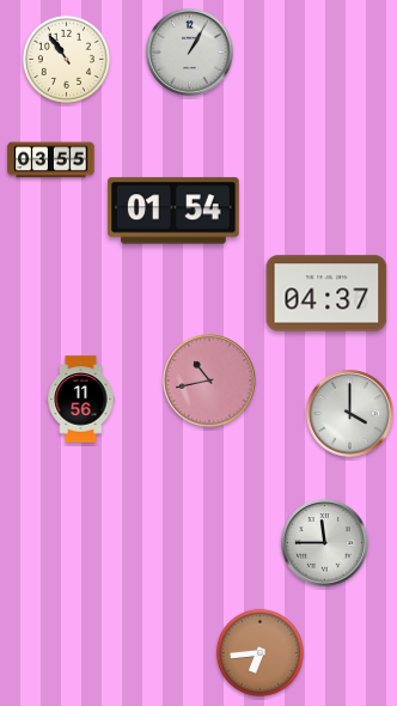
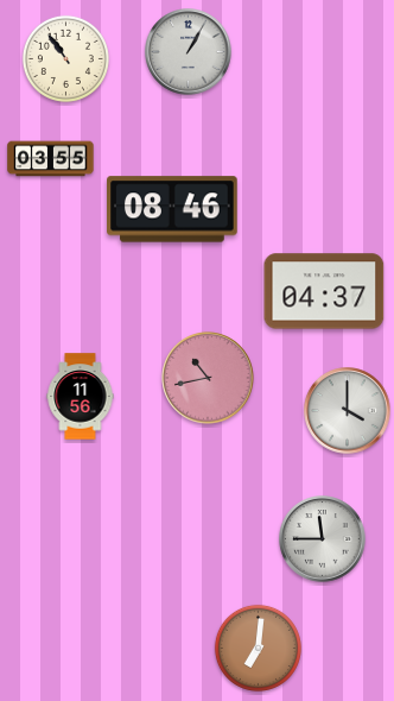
clock at (173, 211): 01:54 -> 08:46
clock at (259, 652): 6:44 -> 7:01
